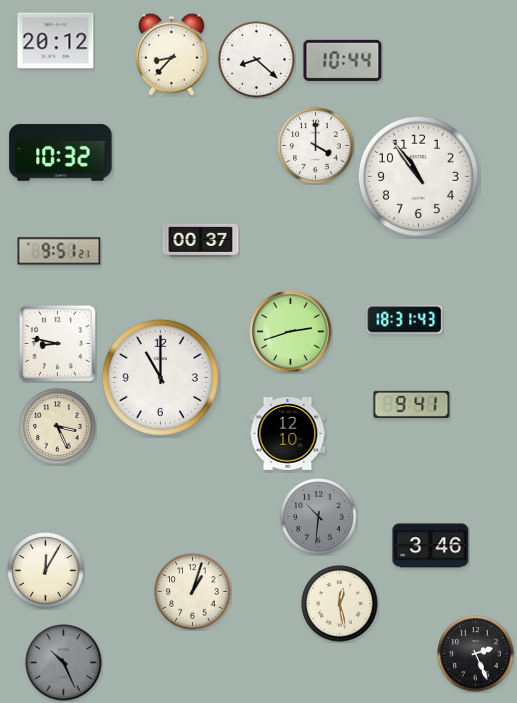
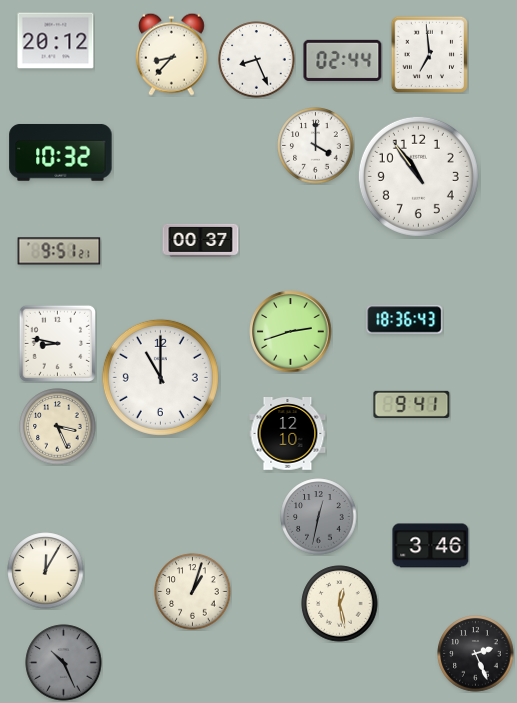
clock at (429, 54): none -> 6:59
clock at (257, 60): 8:22 -> 8:26
clock at (343, 60): 10:44 -> 02:44
clock at (405, 320): 18:31 -> 18:36
clock at (319, 517): 10:31 -> 12:32
